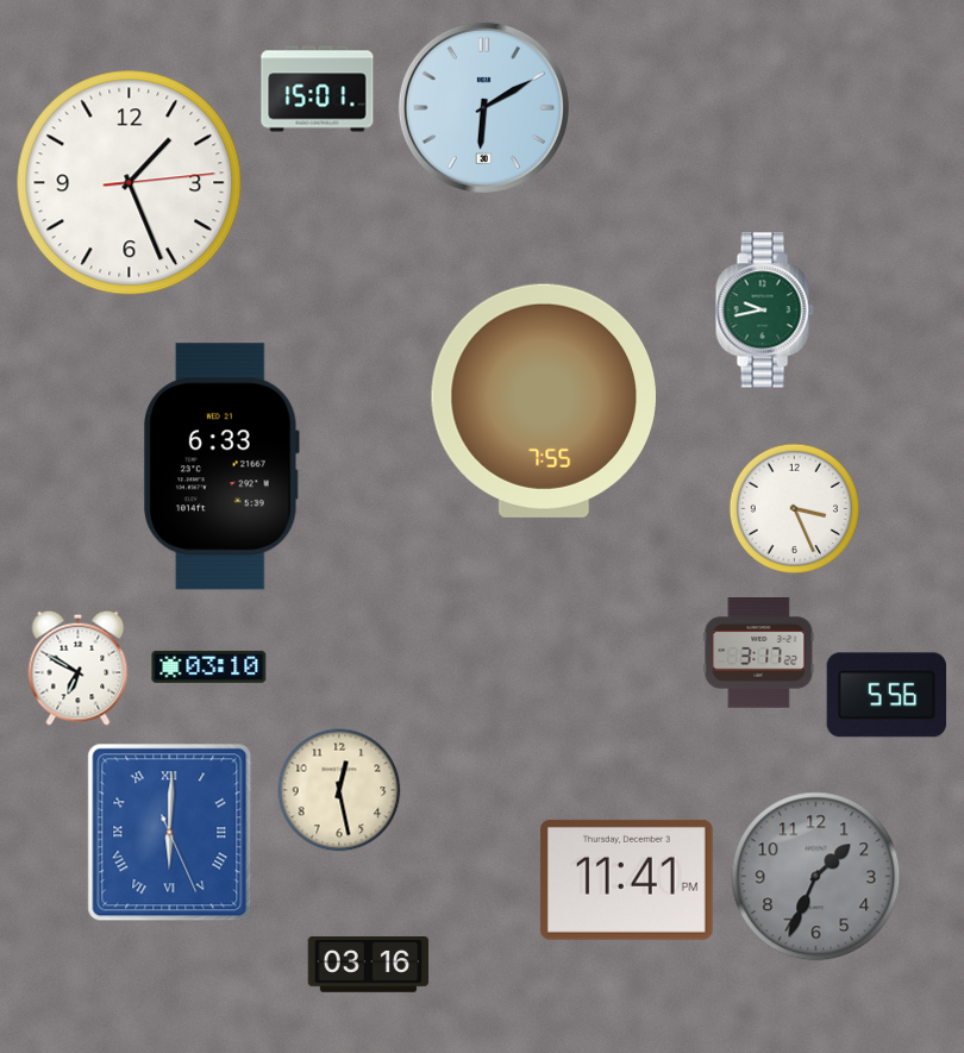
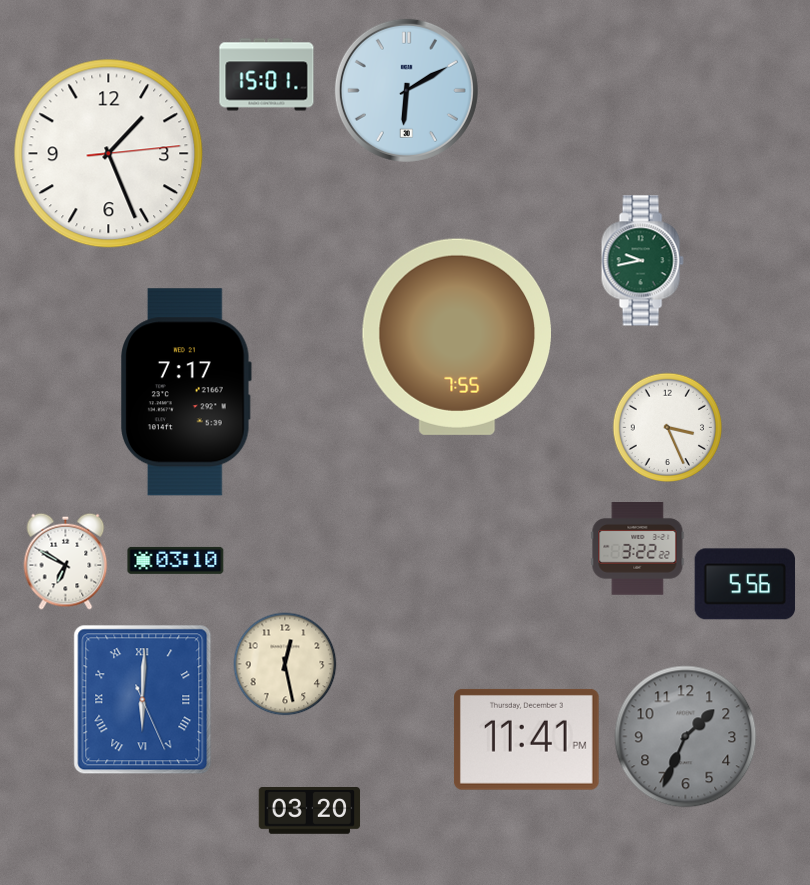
clock at (221, 466): 6:33 -> 7:17
clock at (759, 653): 3:17 -> 3:22
clock at (369, 965): 03:16 -> 03:20
